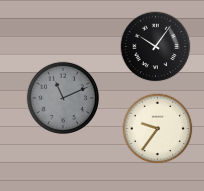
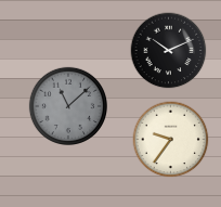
clock at (156, 47): 10:06 -> 10:11
clock at (63, 98): 11:11 -> 11:08
